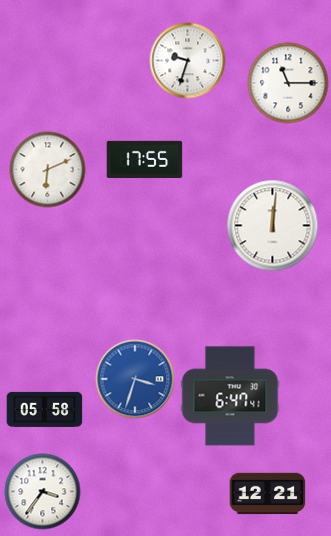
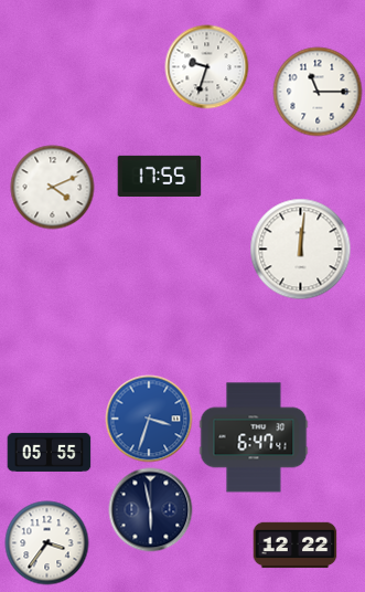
clock at (48, 170): 6:11 -> 4:11
clock at (45, 409): 05:58 -> 05:55
clock at (151, 510): none -> 5:58
clock at (268, 494): 12:21 -> 12:22
